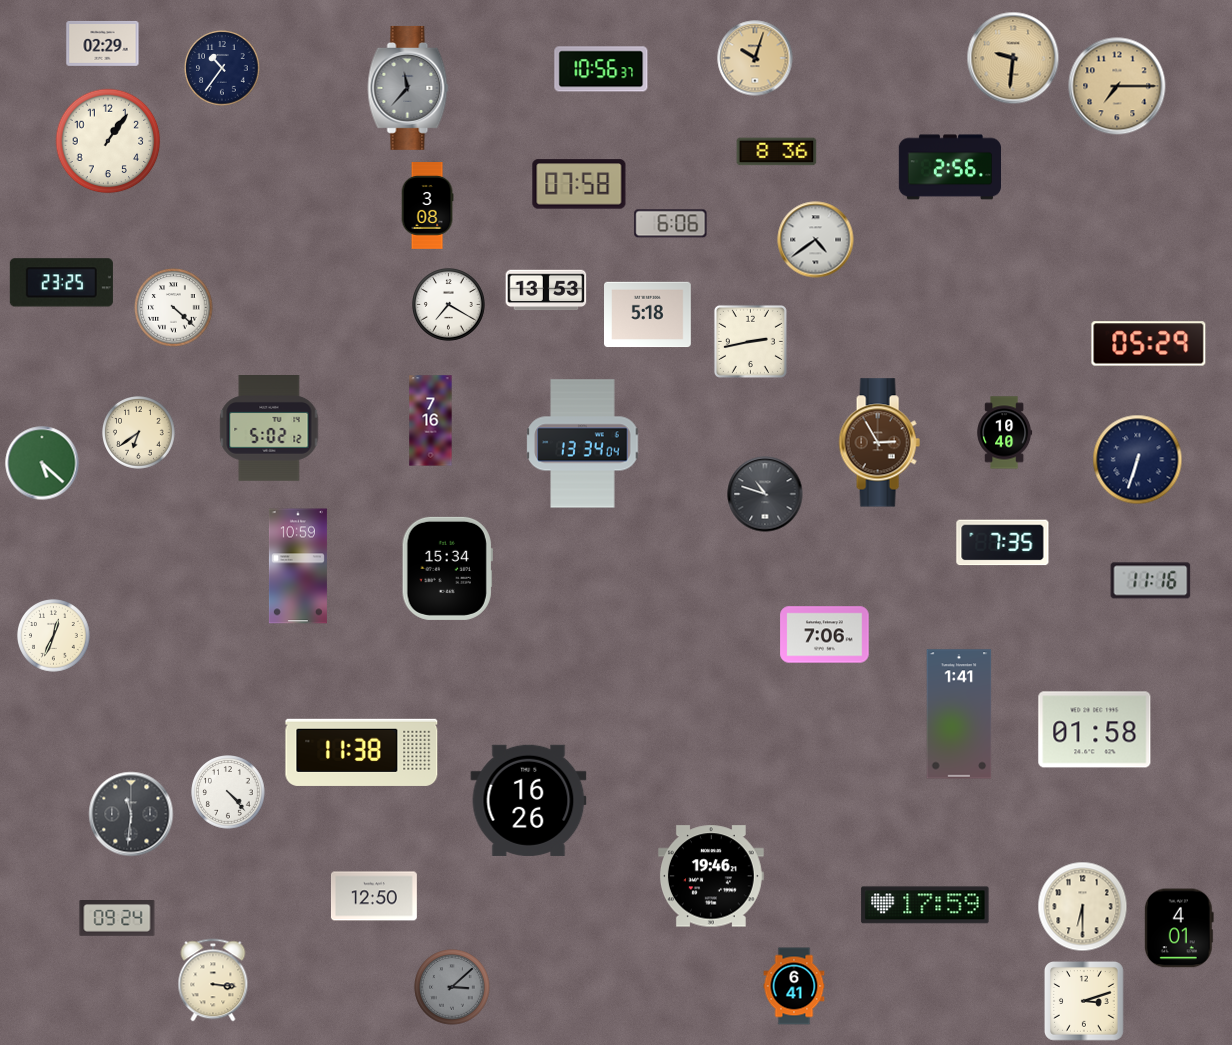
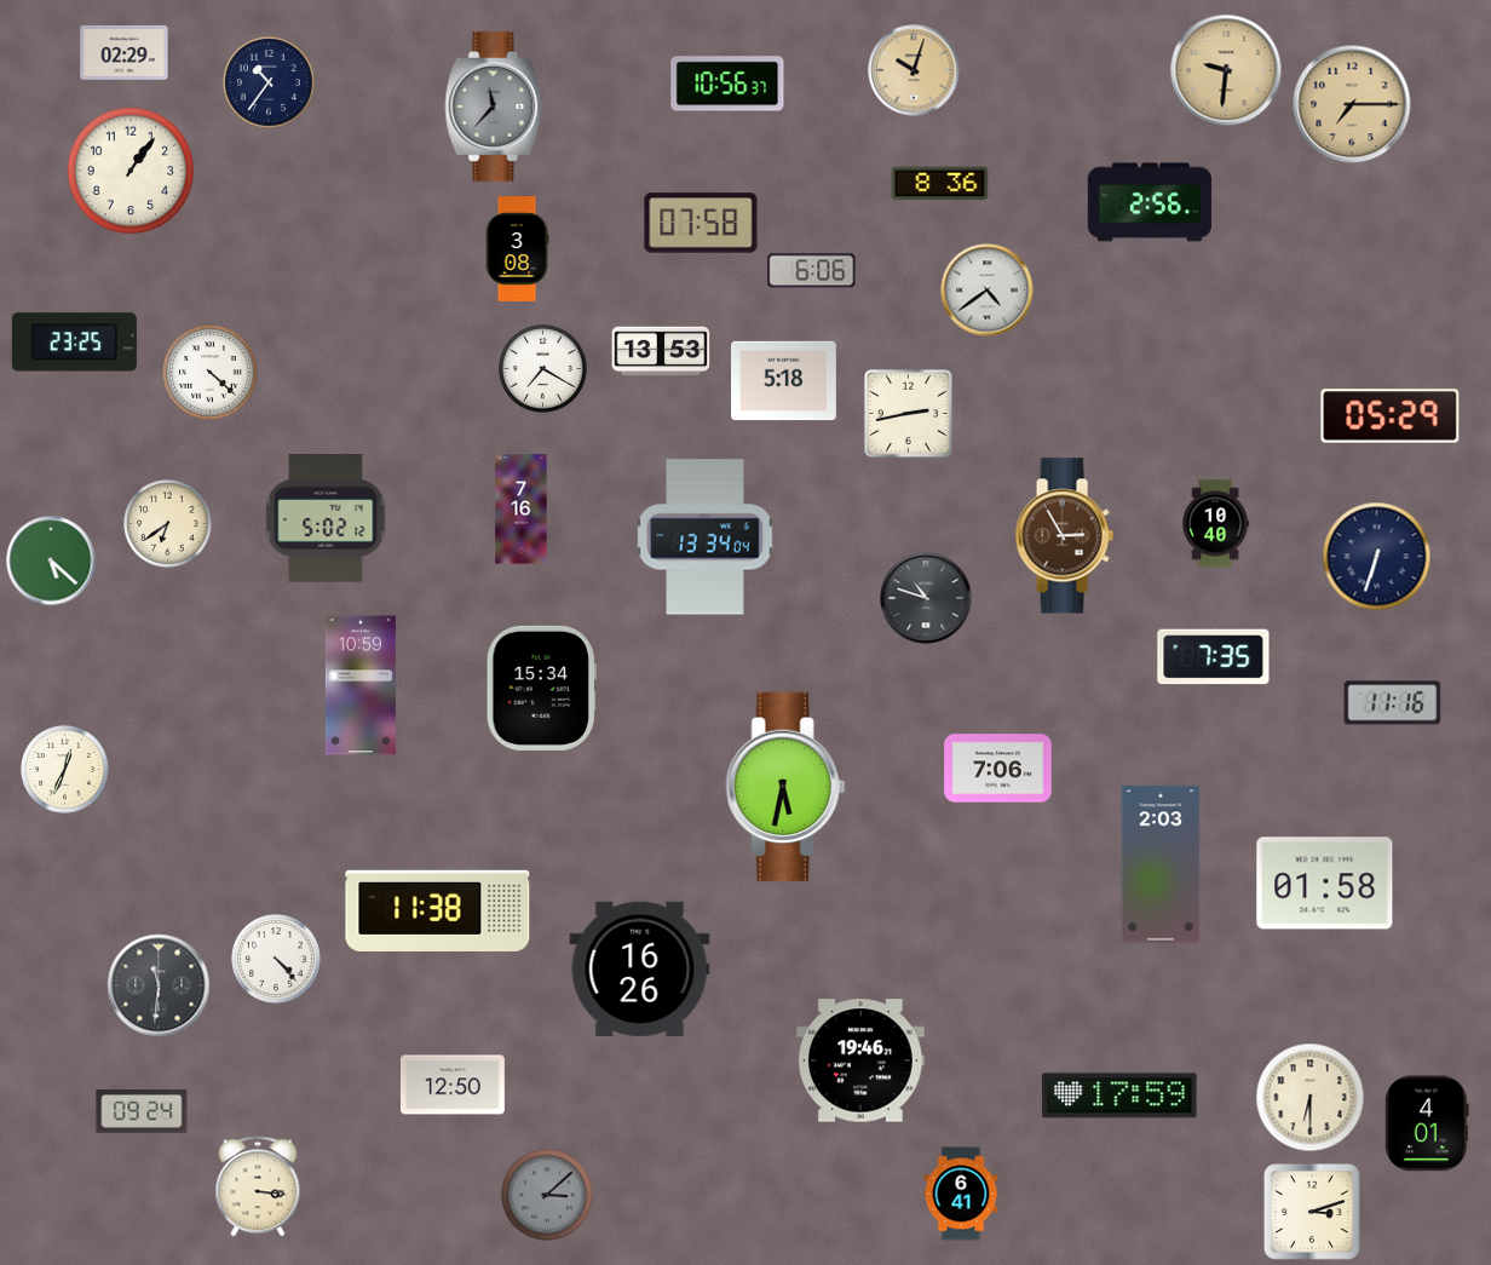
clock at (785, 787): none -> 5:32
clock at (959, 714): 1:41 -> 2:03
